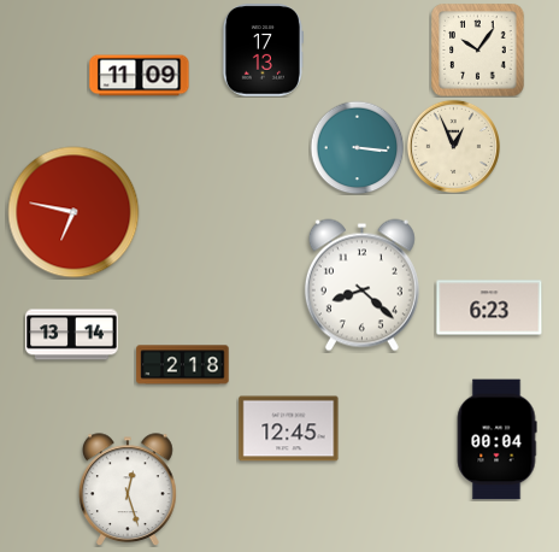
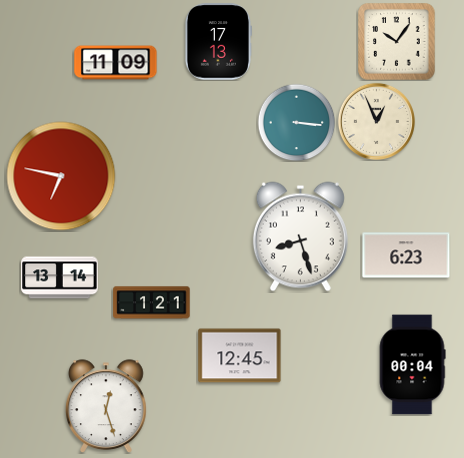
clock at (361, 286): 8:22 -> 8:27
clock at (183, 365): 2:18 -> 1:21
